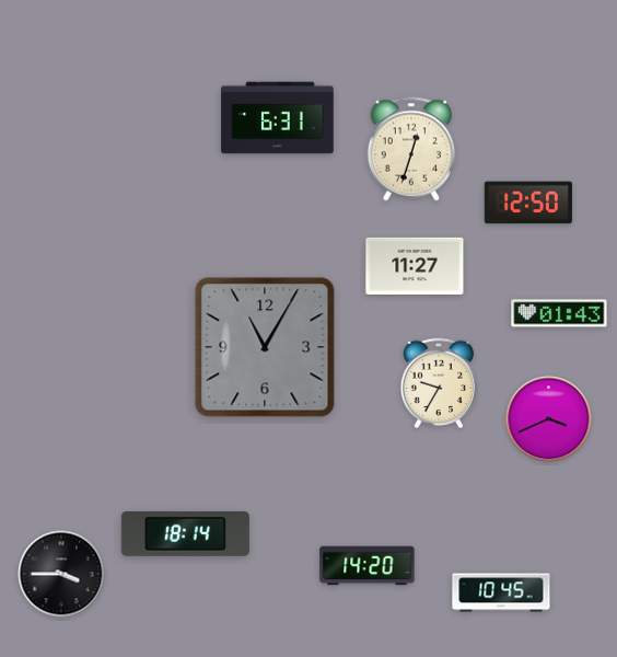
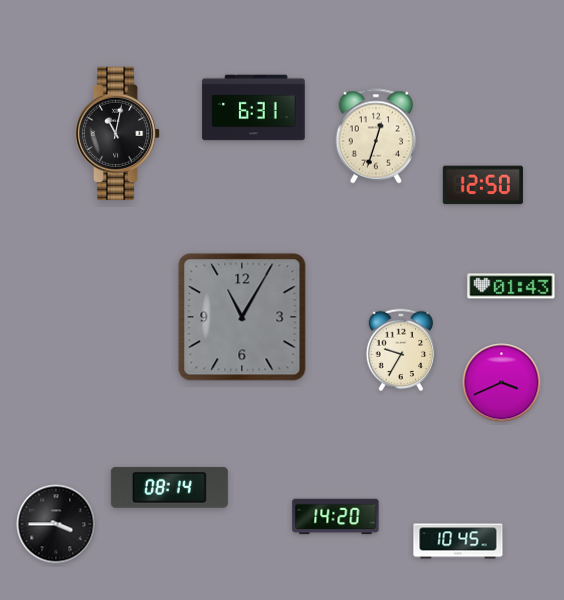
clock at (118, 133): none -> 11:02
clock at (415, 266): 11:27 -> none
clock at (185, 533): 18:14 -> 08:14
